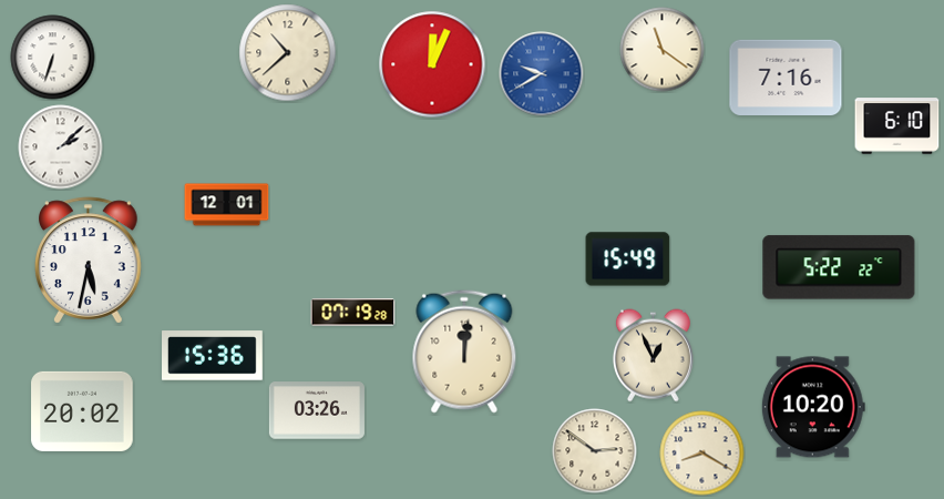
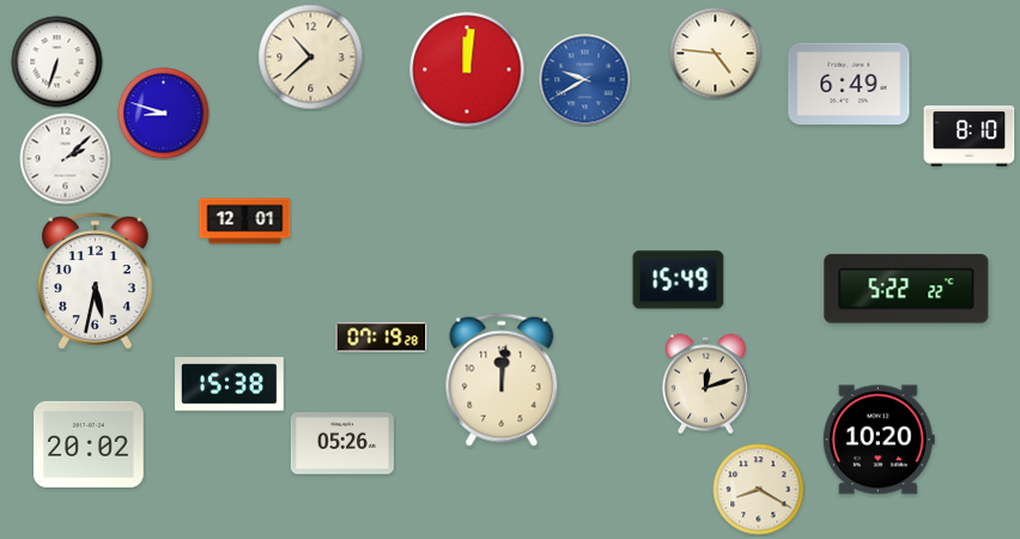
clock at (663, 50): 11:21 -> 4:46
clock at (432, 64): 12:04 -> 12:01
clock at (786, 77): 7:16 -> 6:49
clock at (164, 114): none -> 8:48
clock at (897, 126): 6:10 -> 8:10
clock at (213, 356): 15:36 -> 15:38
clock at (653, 356): 12:56 -> 12:12
clock at (317, 410): 03:26 -> 05:26
clock at (595, 451): 2:51 -> none
